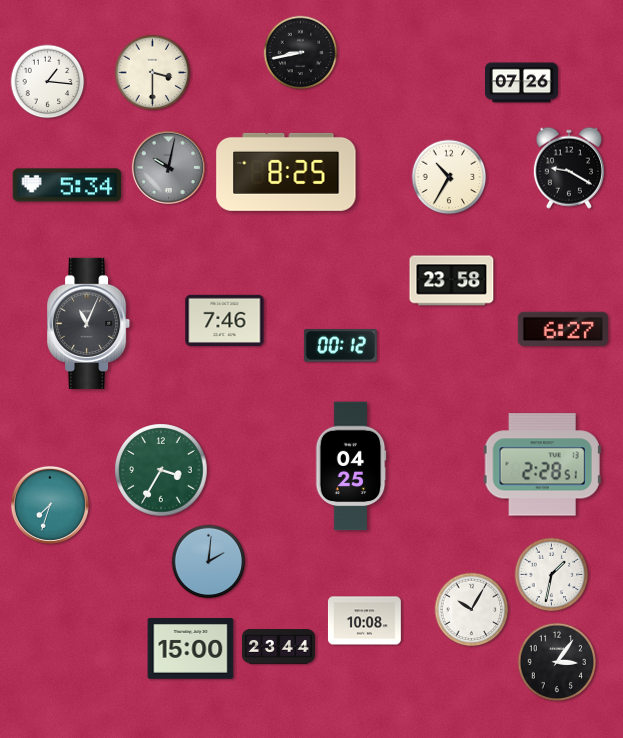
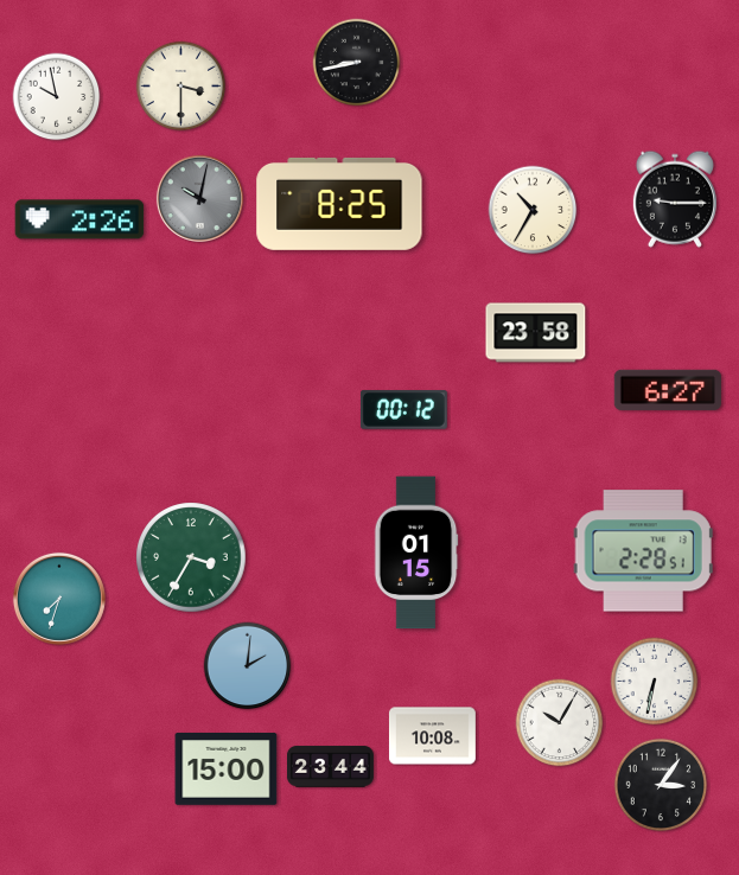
clock at (48, 82): 1:16 -> 9:58
clock at (522, 83): 07:26 -> none
clock at (569, 168): 9:20 -> 9:15
clock at (67, 185): 5:34 -> 2:26
clock at (225, 320): 7:46 -> none
clock at (89, 323): 11:04 -> none
clock at (351, 466): 04:25 -> 01:15
clock at (552, 575): 1:32 -> 6:32
